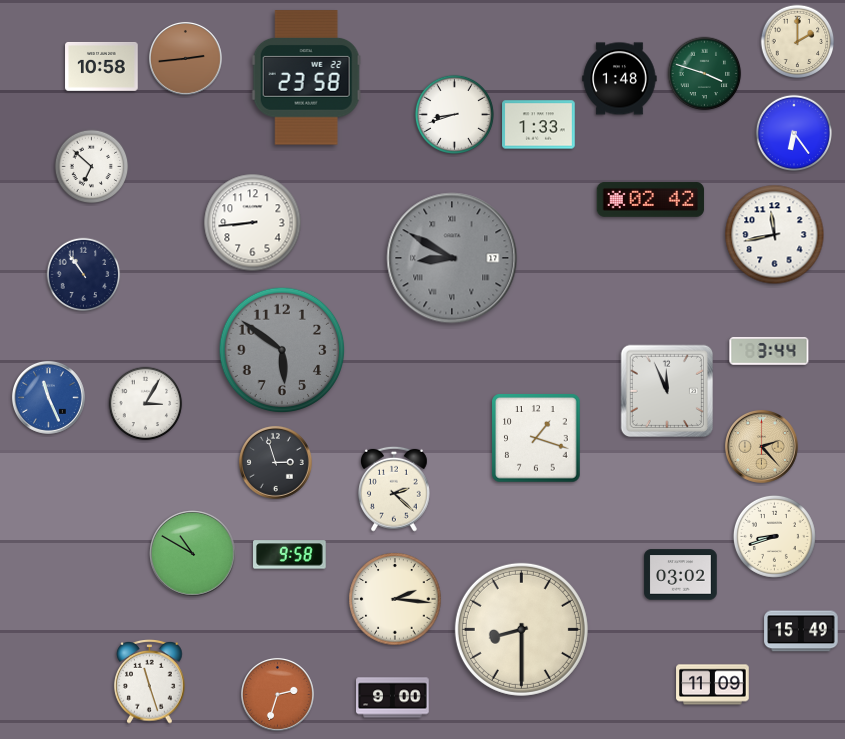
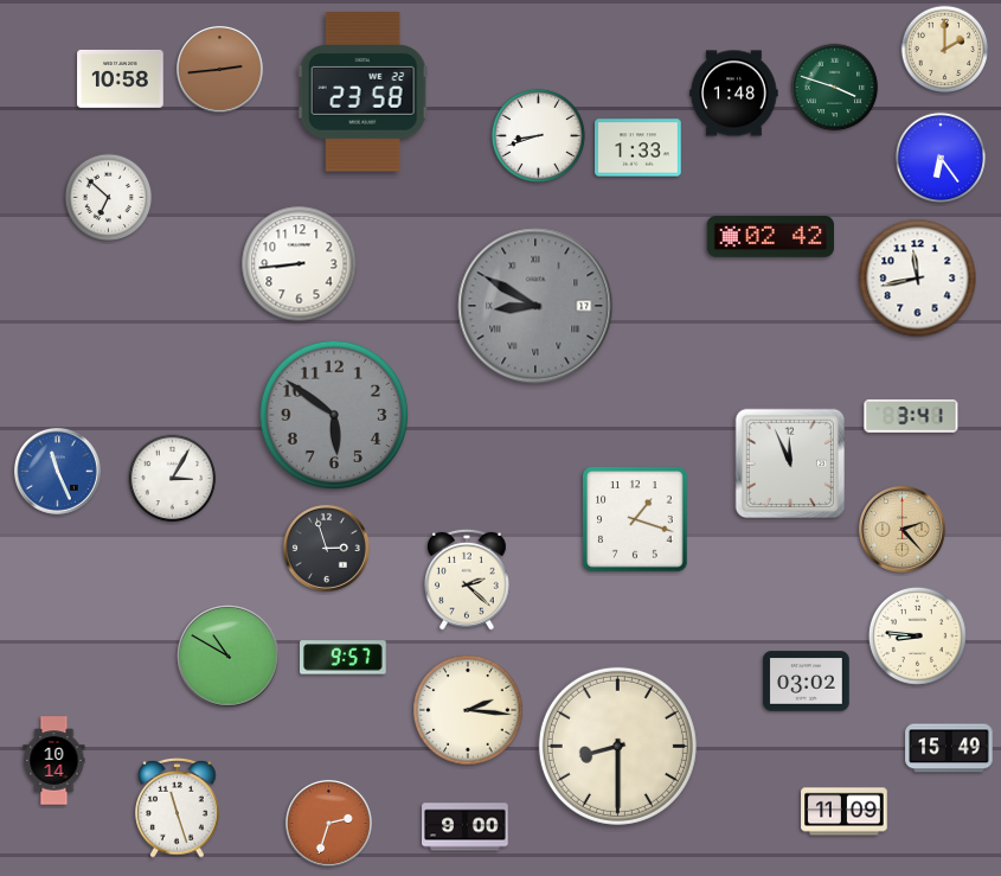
clock at (84, 275): 10:54 -> none
clock at (769, 351): 3:44 -> 3:41
clock at (774, 536): 8:42 -> 8:46
clock at (290, 555): 9:58 -> 9:57
clock at (54, 761): none -> 10:14
